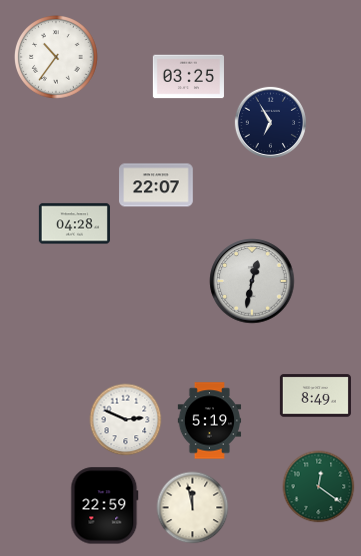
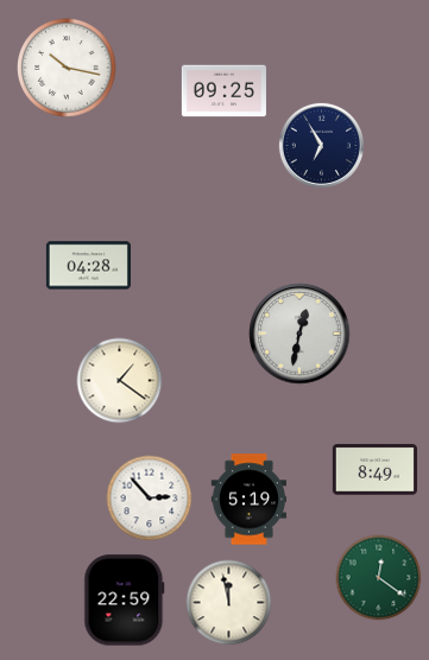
clock at (57, 58): 10:36 -> 10:17
clock at (188, 77): 03:25 -> 09:25
clock at (156, 185): 22:07 -> none
clock at (120, 381): none -> 1:21
clock at (126, 420): 2:49 -> 2:53
